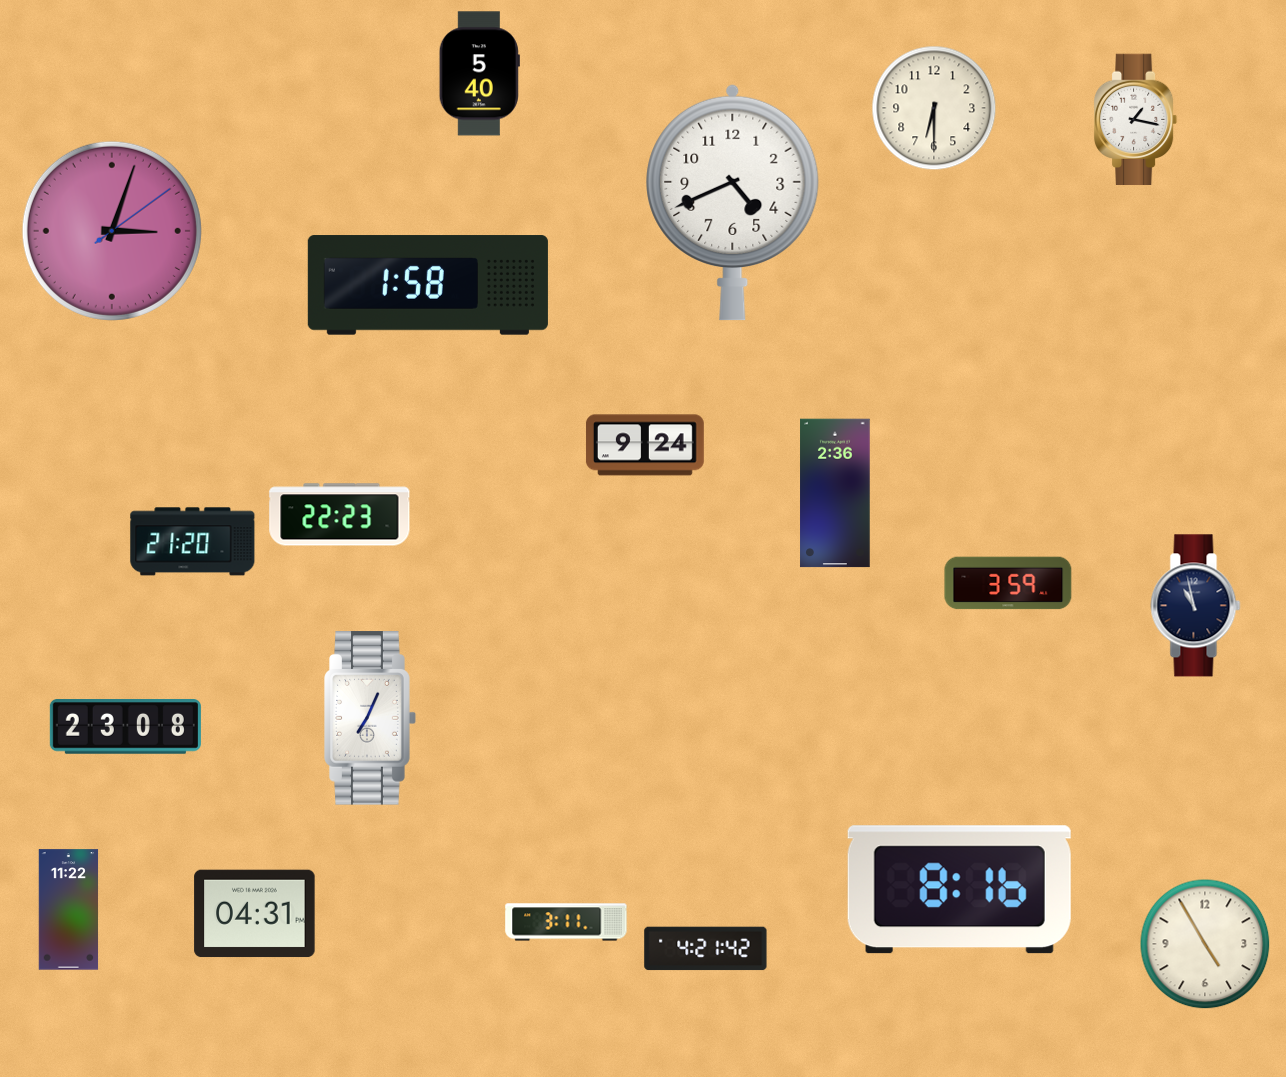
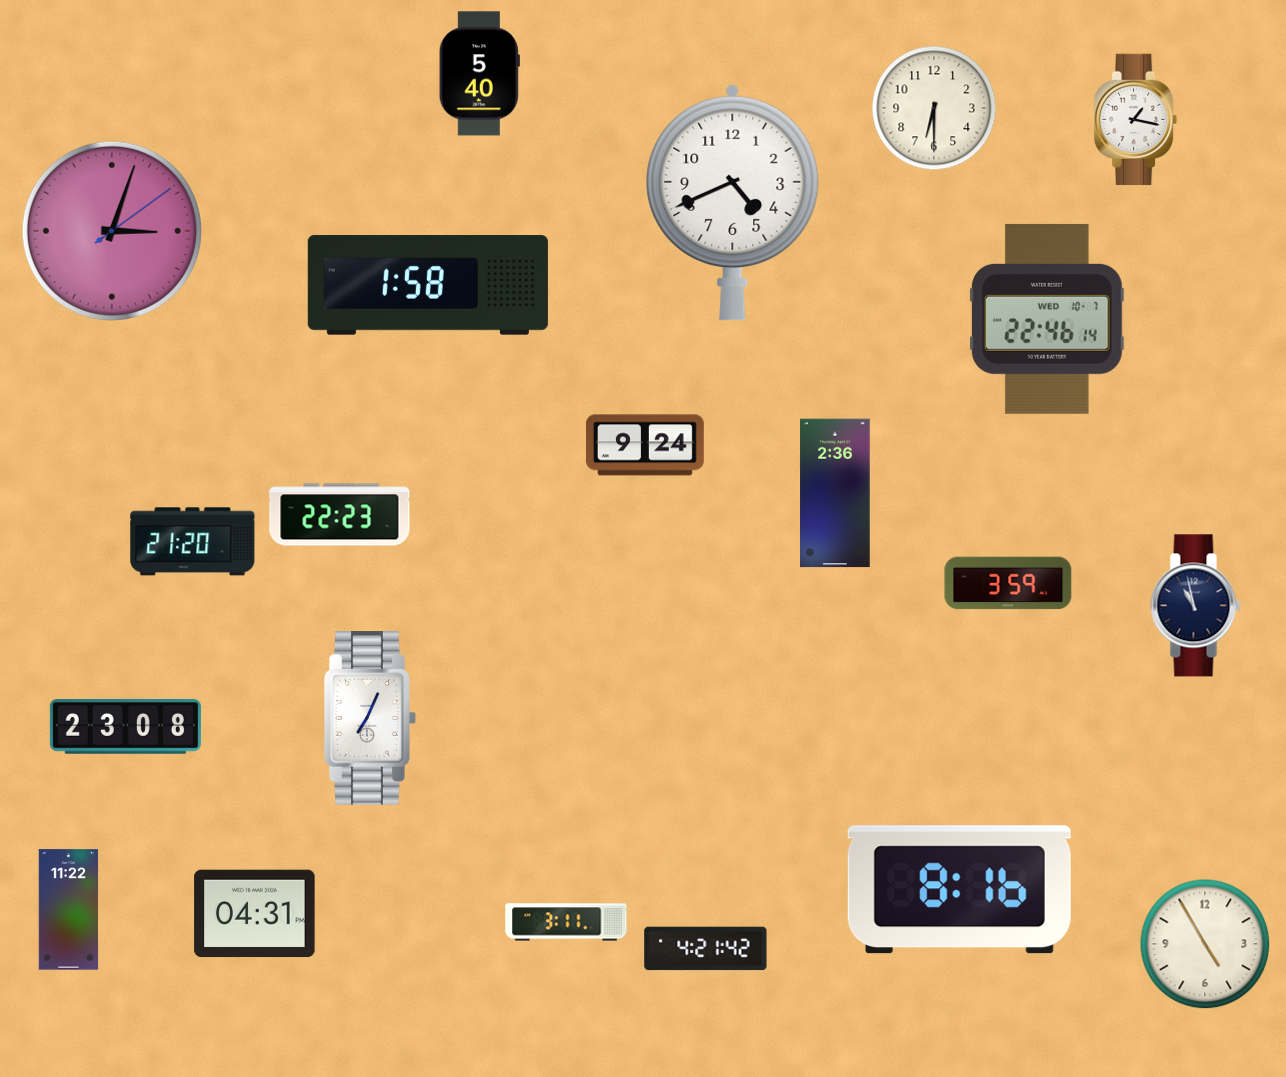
clock at (1048, 319): none -> 22:46
